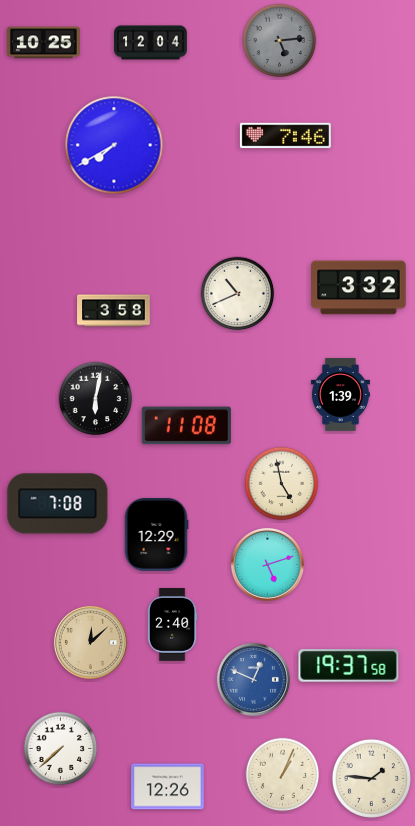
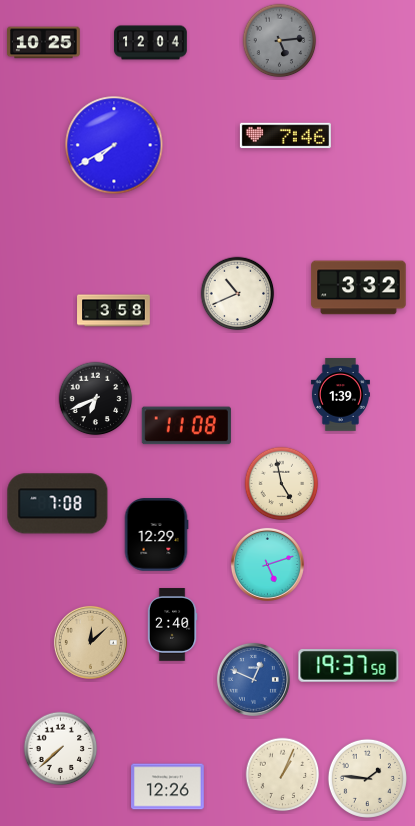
clock at (96, 399): 6:02 -> 6:41
clock at (371, 778) position: (371, 778) -> (367, 778)
